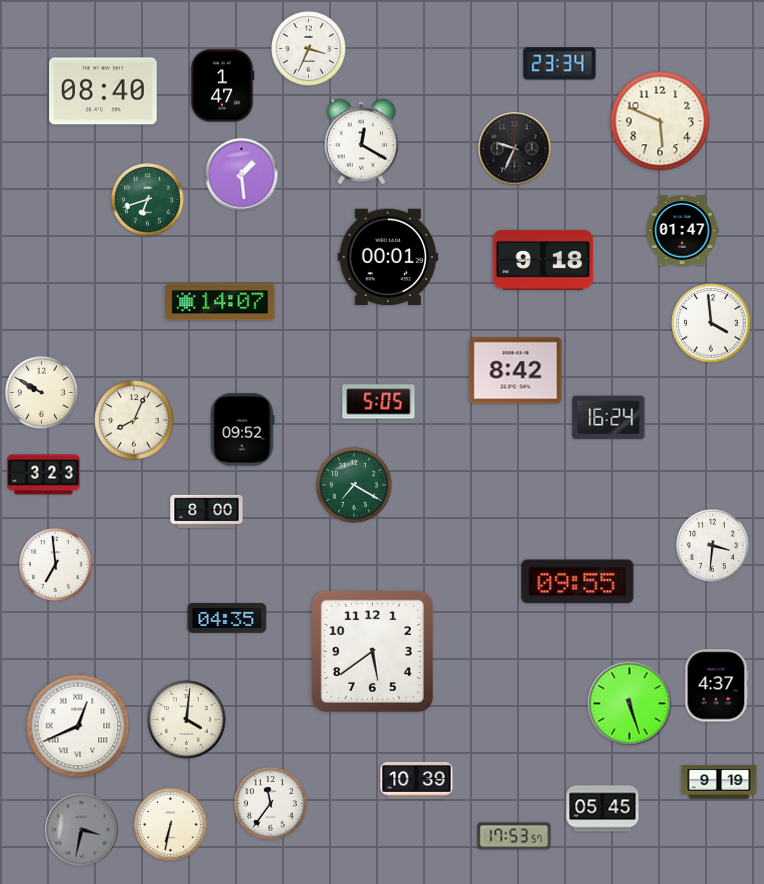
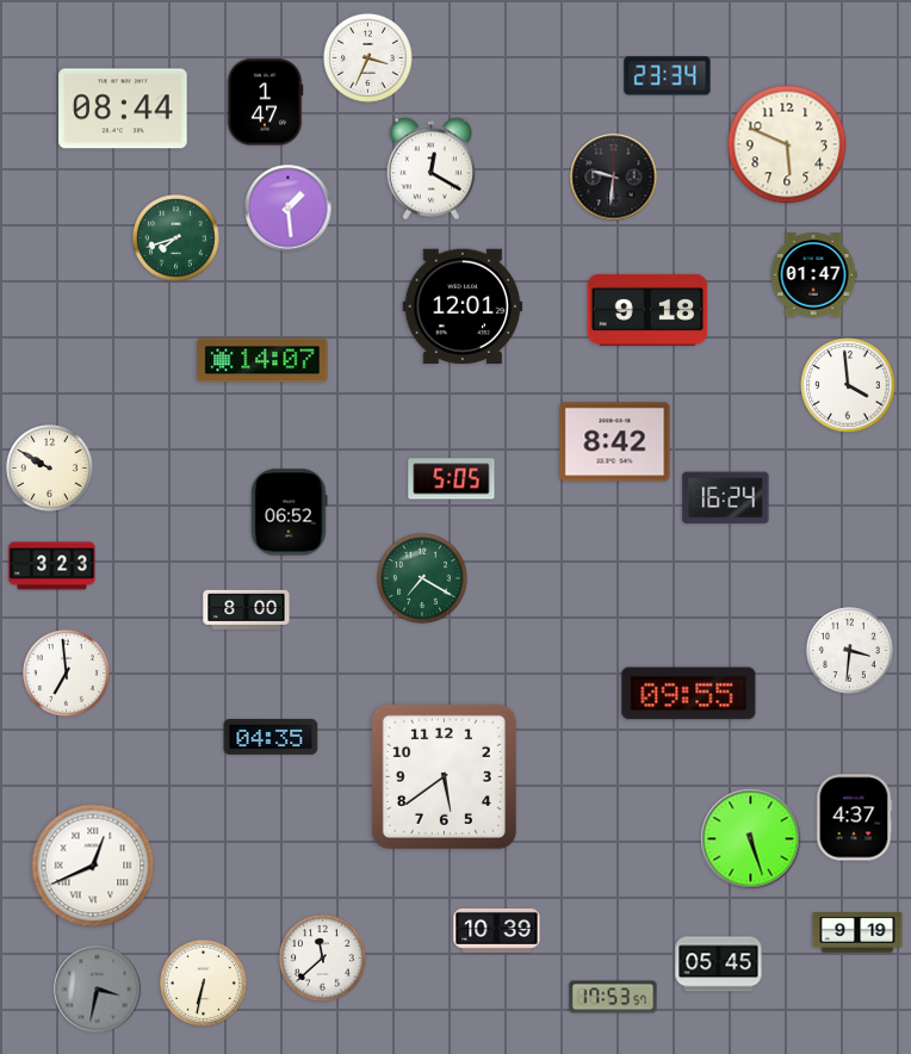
clock at (103, 91): 08:40 -> 08:44
clock at (515, 149): 9:34 -> 9:31
clock at (148, 200): 6:42 -> 7:42
clock at (388, 257): 00:01 -> 12:01
clock at (134, 420): 8:04 -> none
clock at (242, 430): 09:52 -> 06:52
clock at (187, 720): 4:01 -> none
clock at (271, 804): 11:36 -> 11:38
